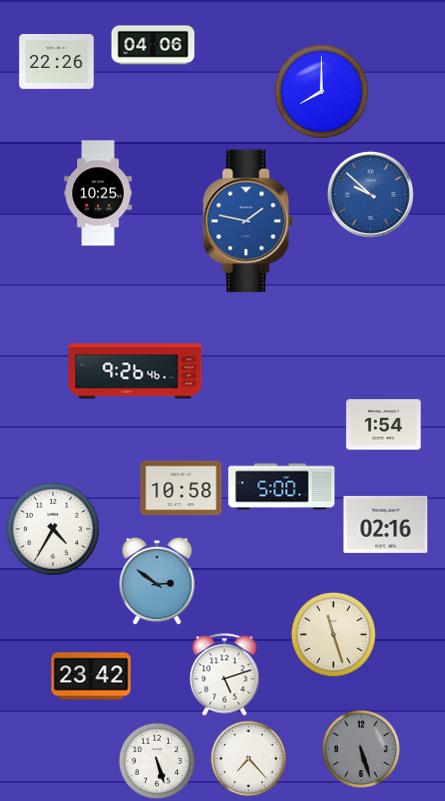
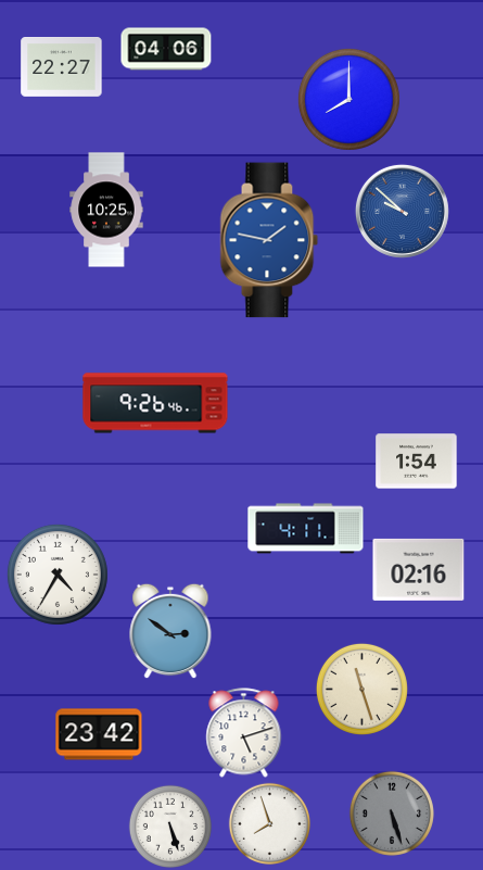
clock at (57, 62): 22:26 -> 22:27
clock at (135, 371) position: (135, 371) -> (155, 403)
clock at (282, 487): 5:00 -> 4:11
clock at (181, 488): 10:58 -> none
clock at (248, 758): 7:23 -> 7:57
